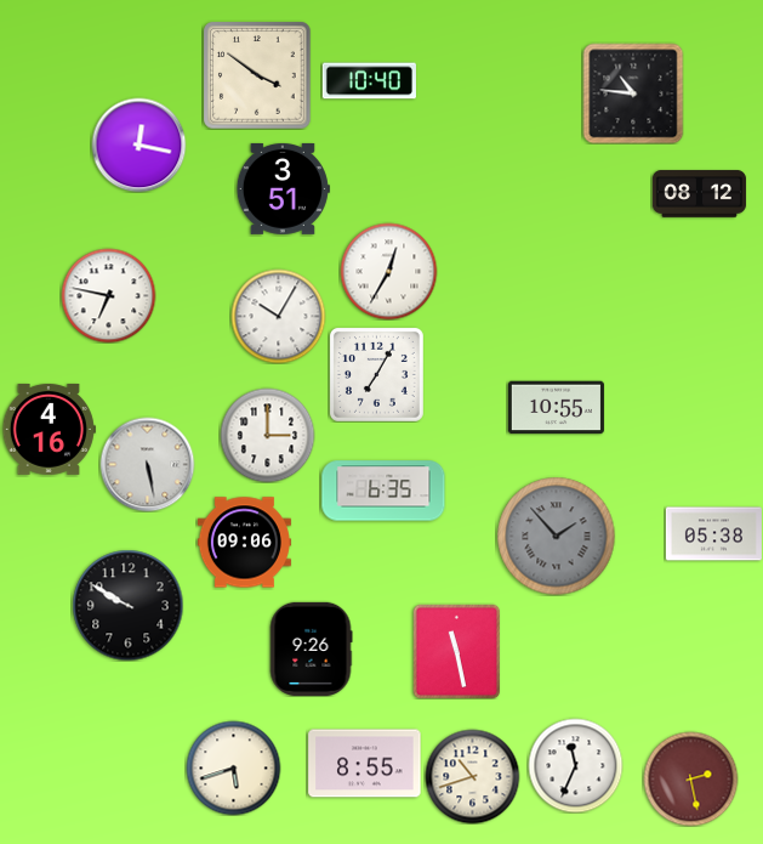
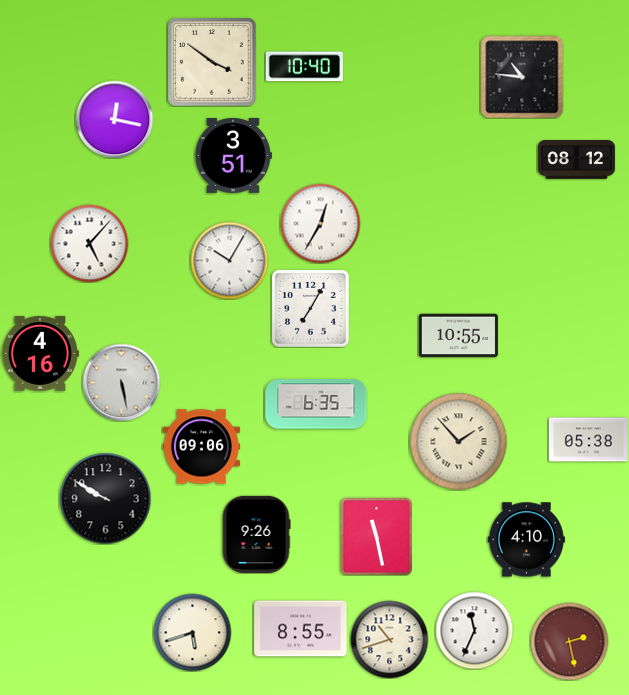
clock at (108, 295): 6:47 -> 5:07
clock at (267, 435): 3:00 -> none
clock at (556, 536) dial: grey -> cream
clock at (526, 540): none -> 4:10
